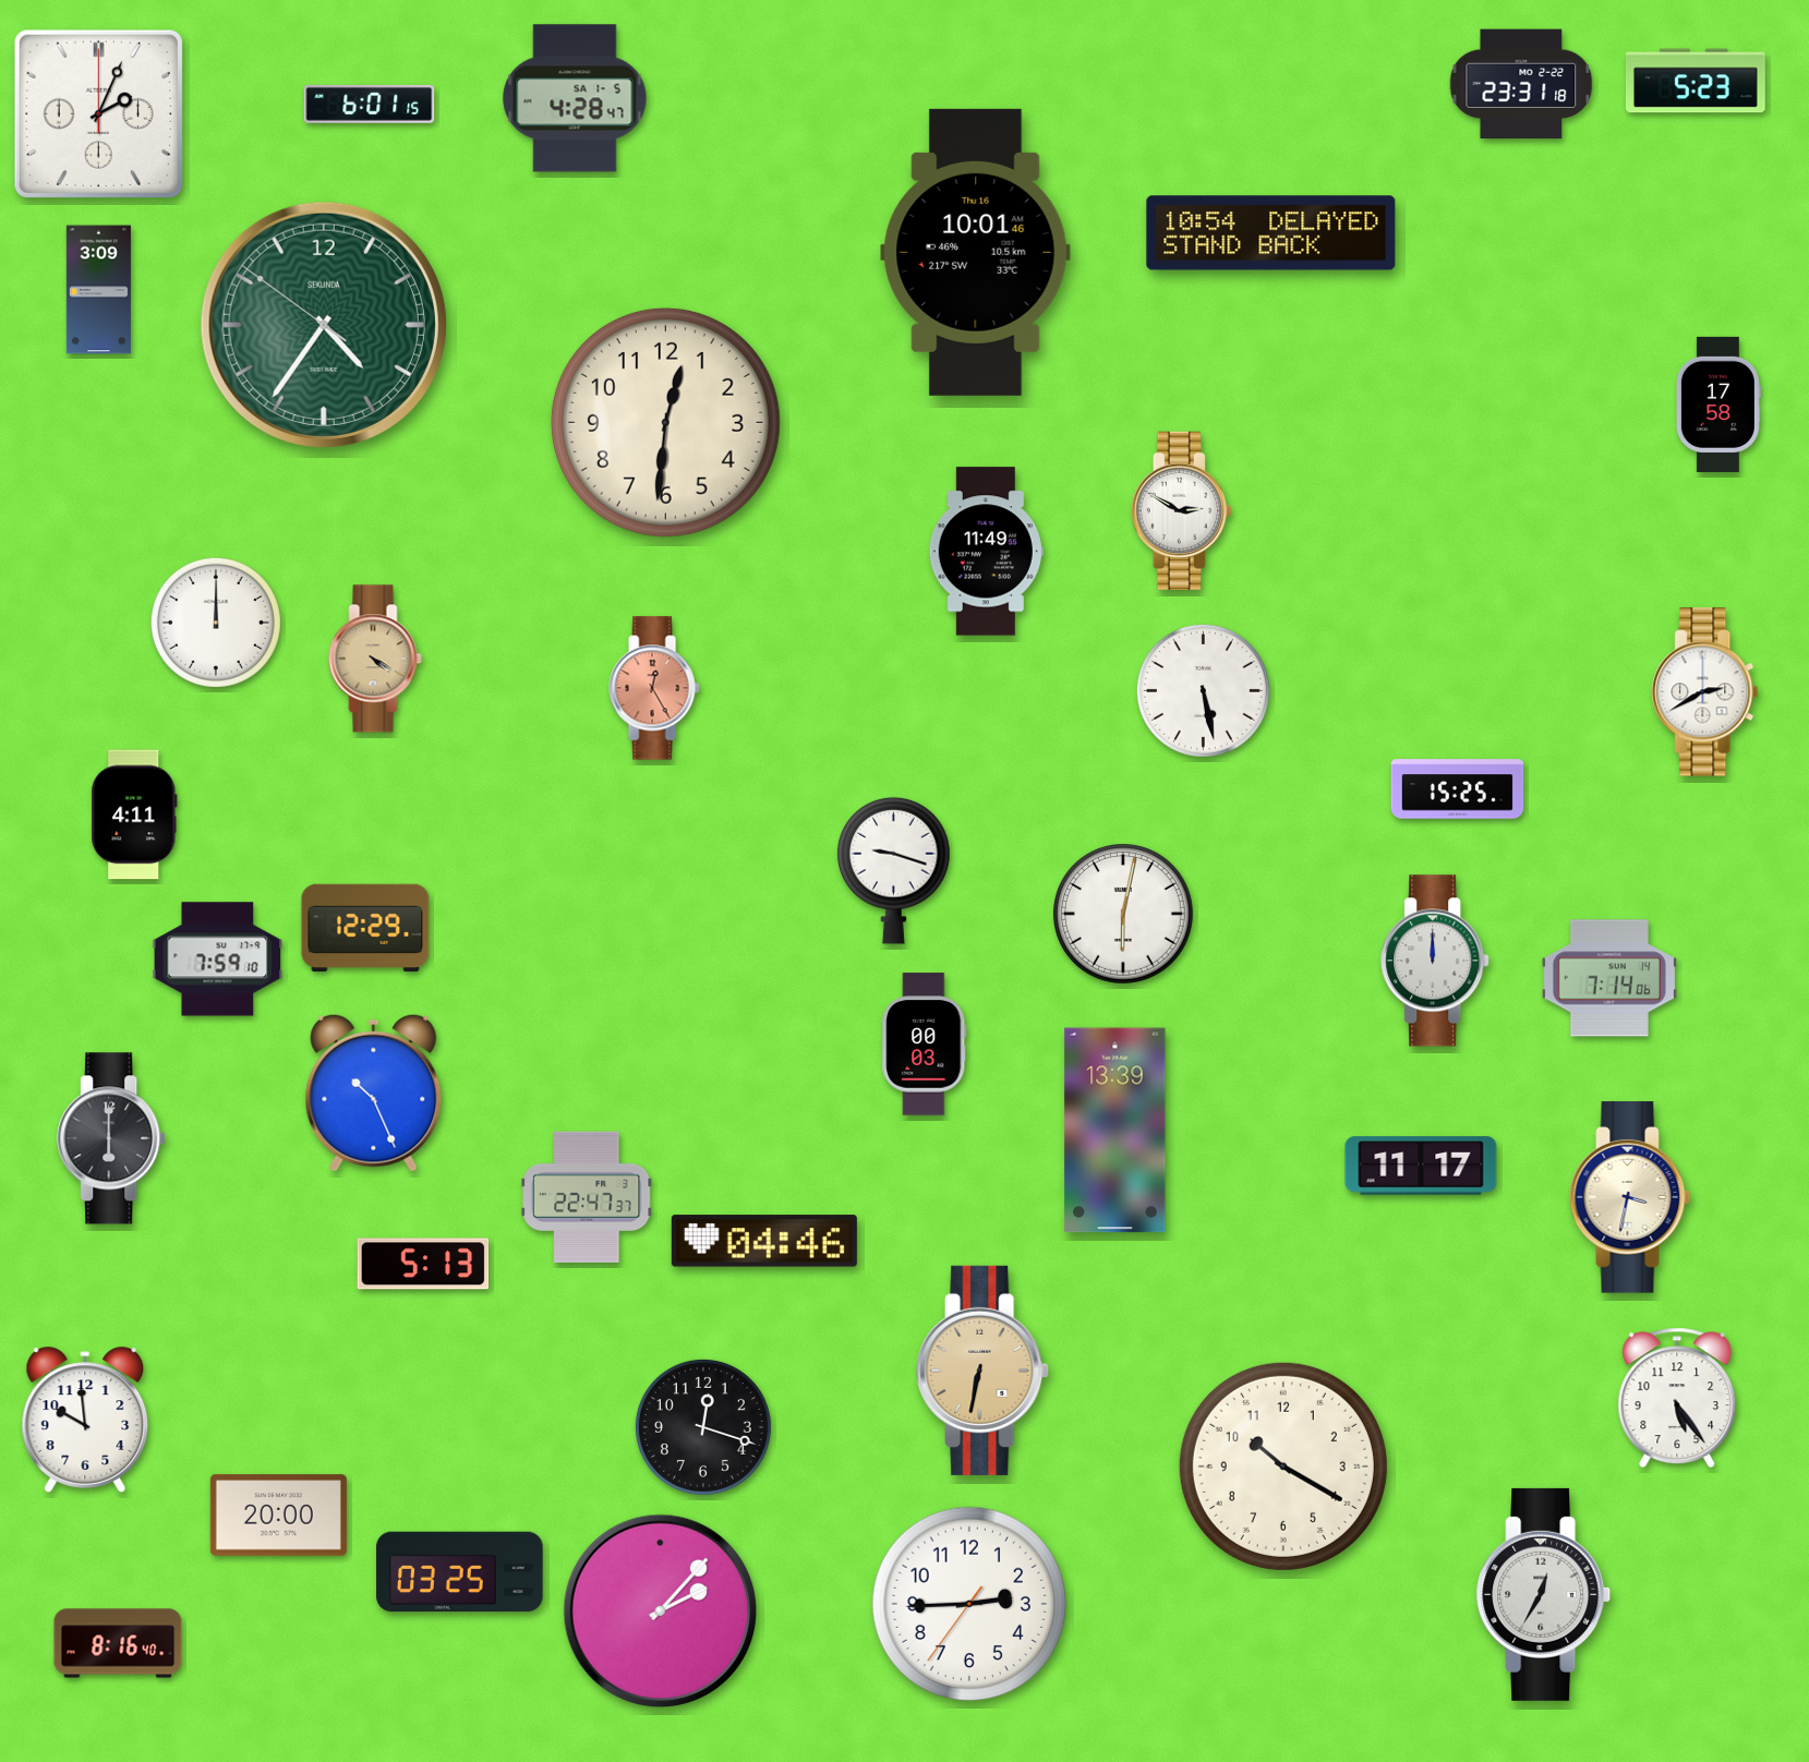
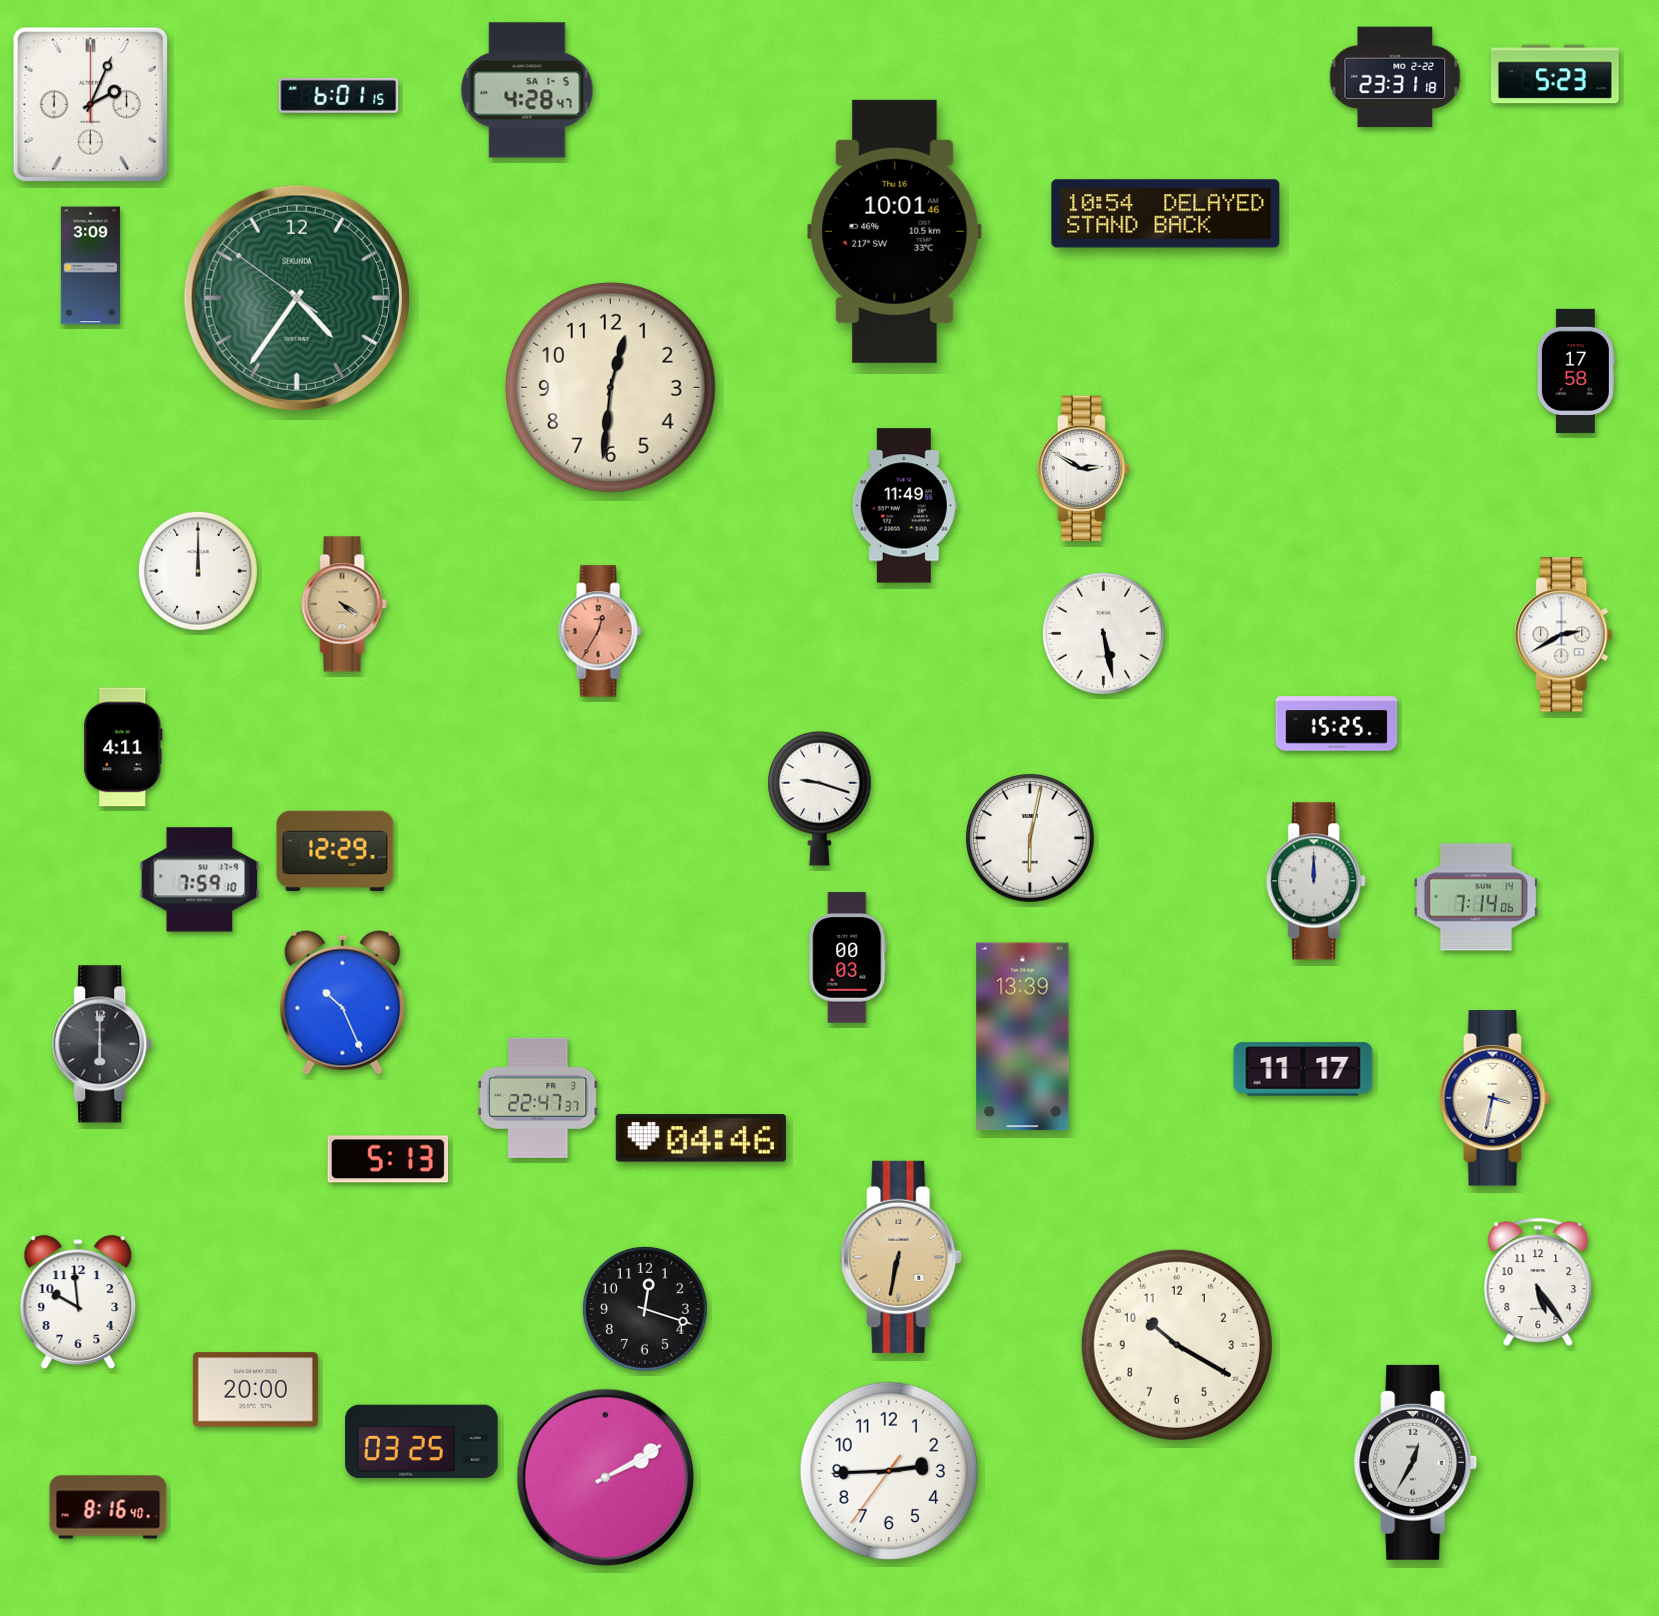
clock at (654, 688): 12:25 -> 12:35
clock at (661, 1612): 2:07 -> 2:10
